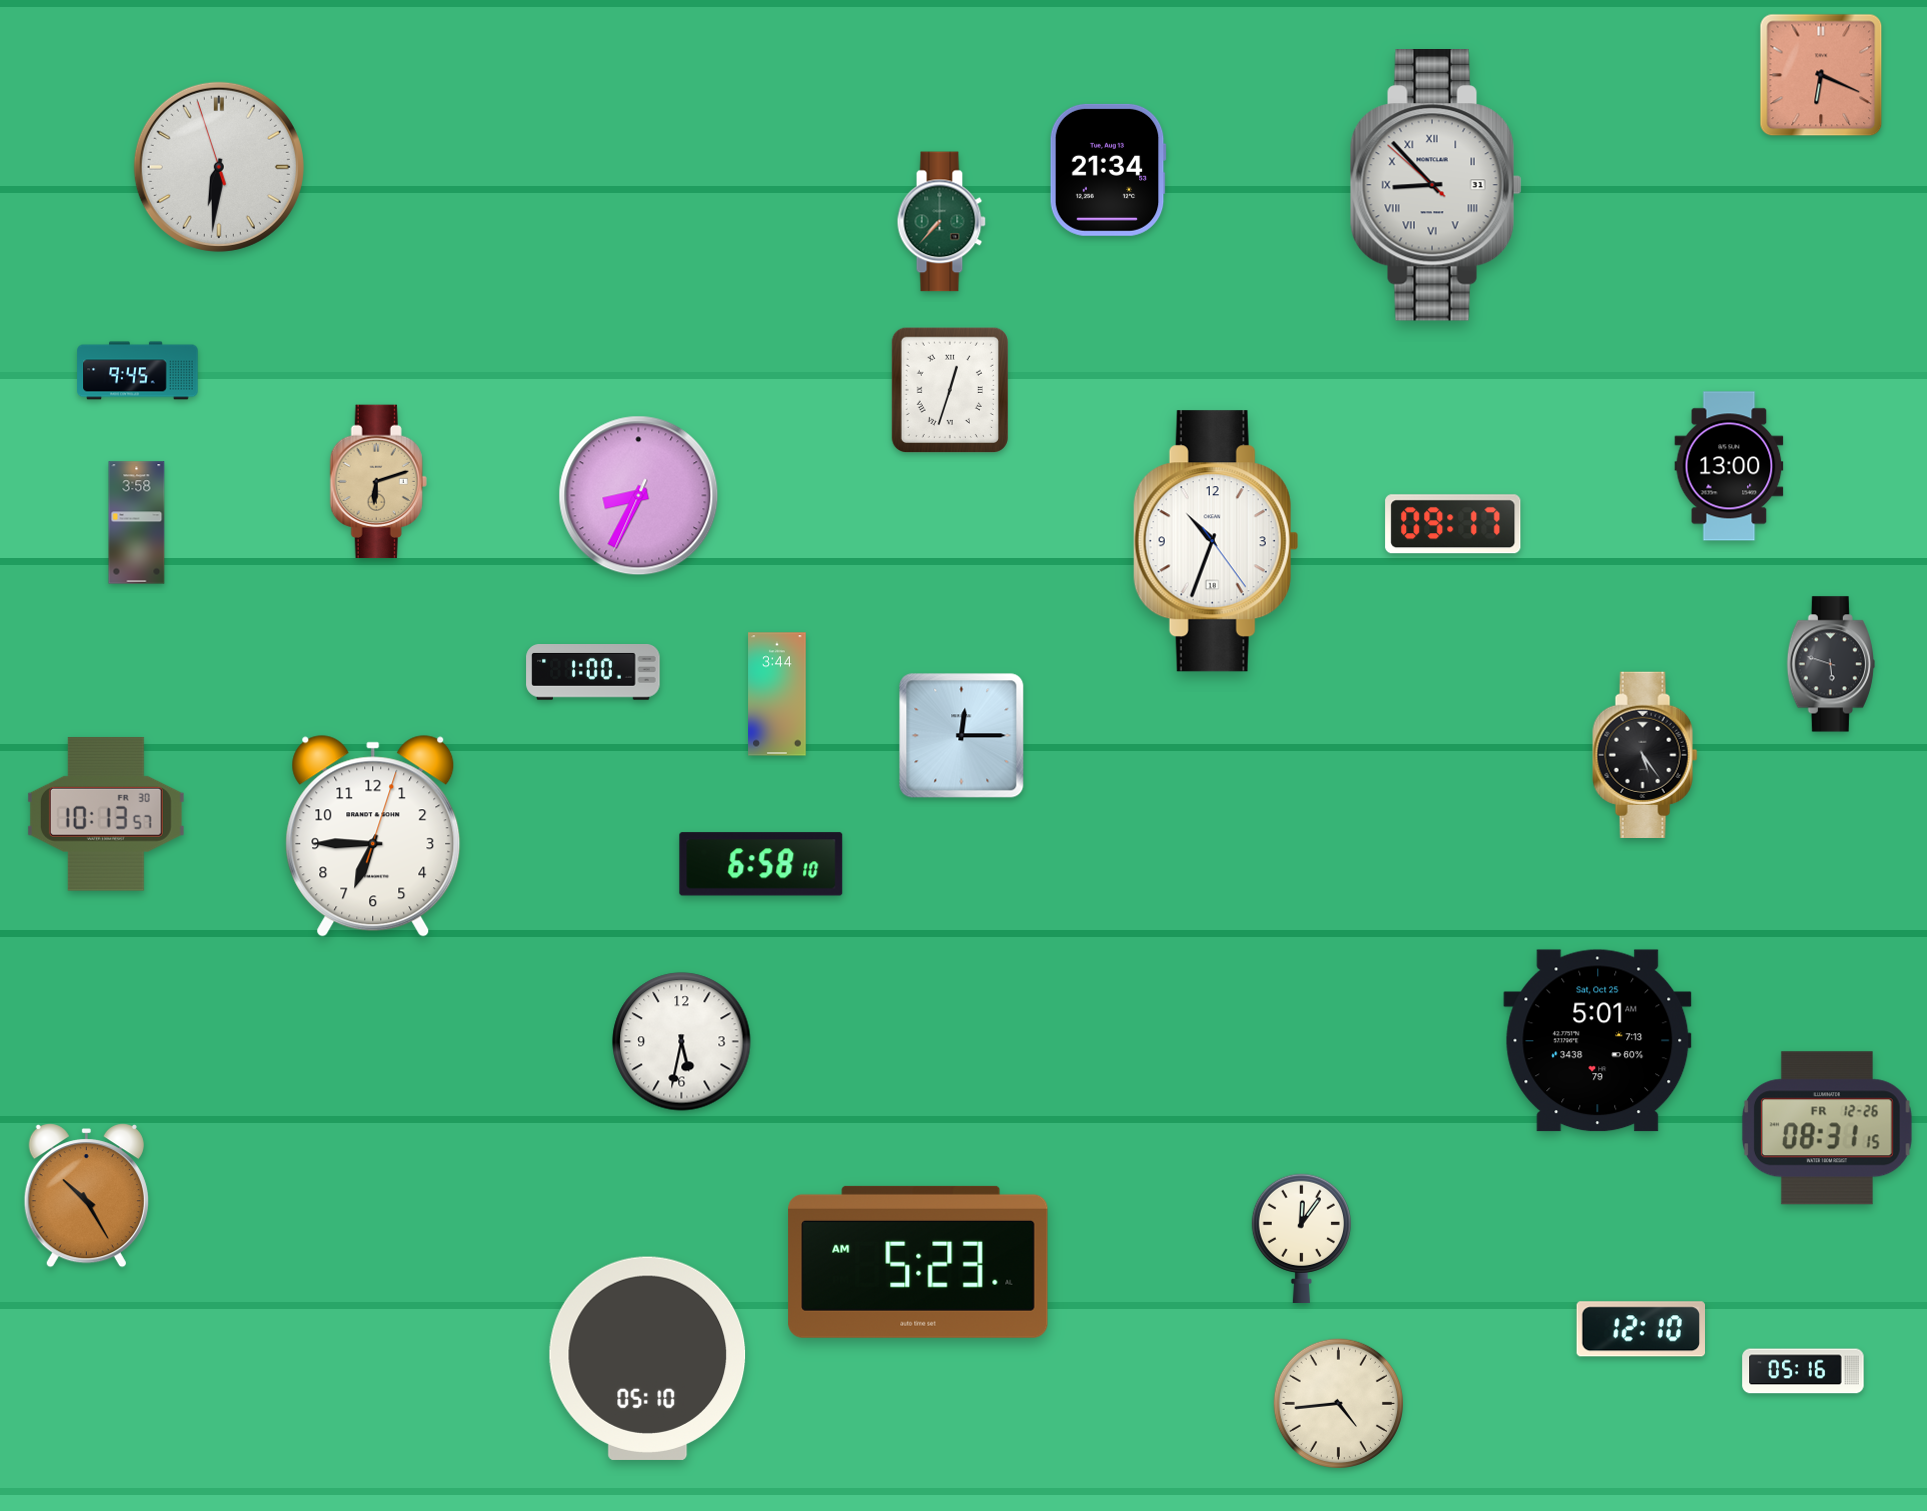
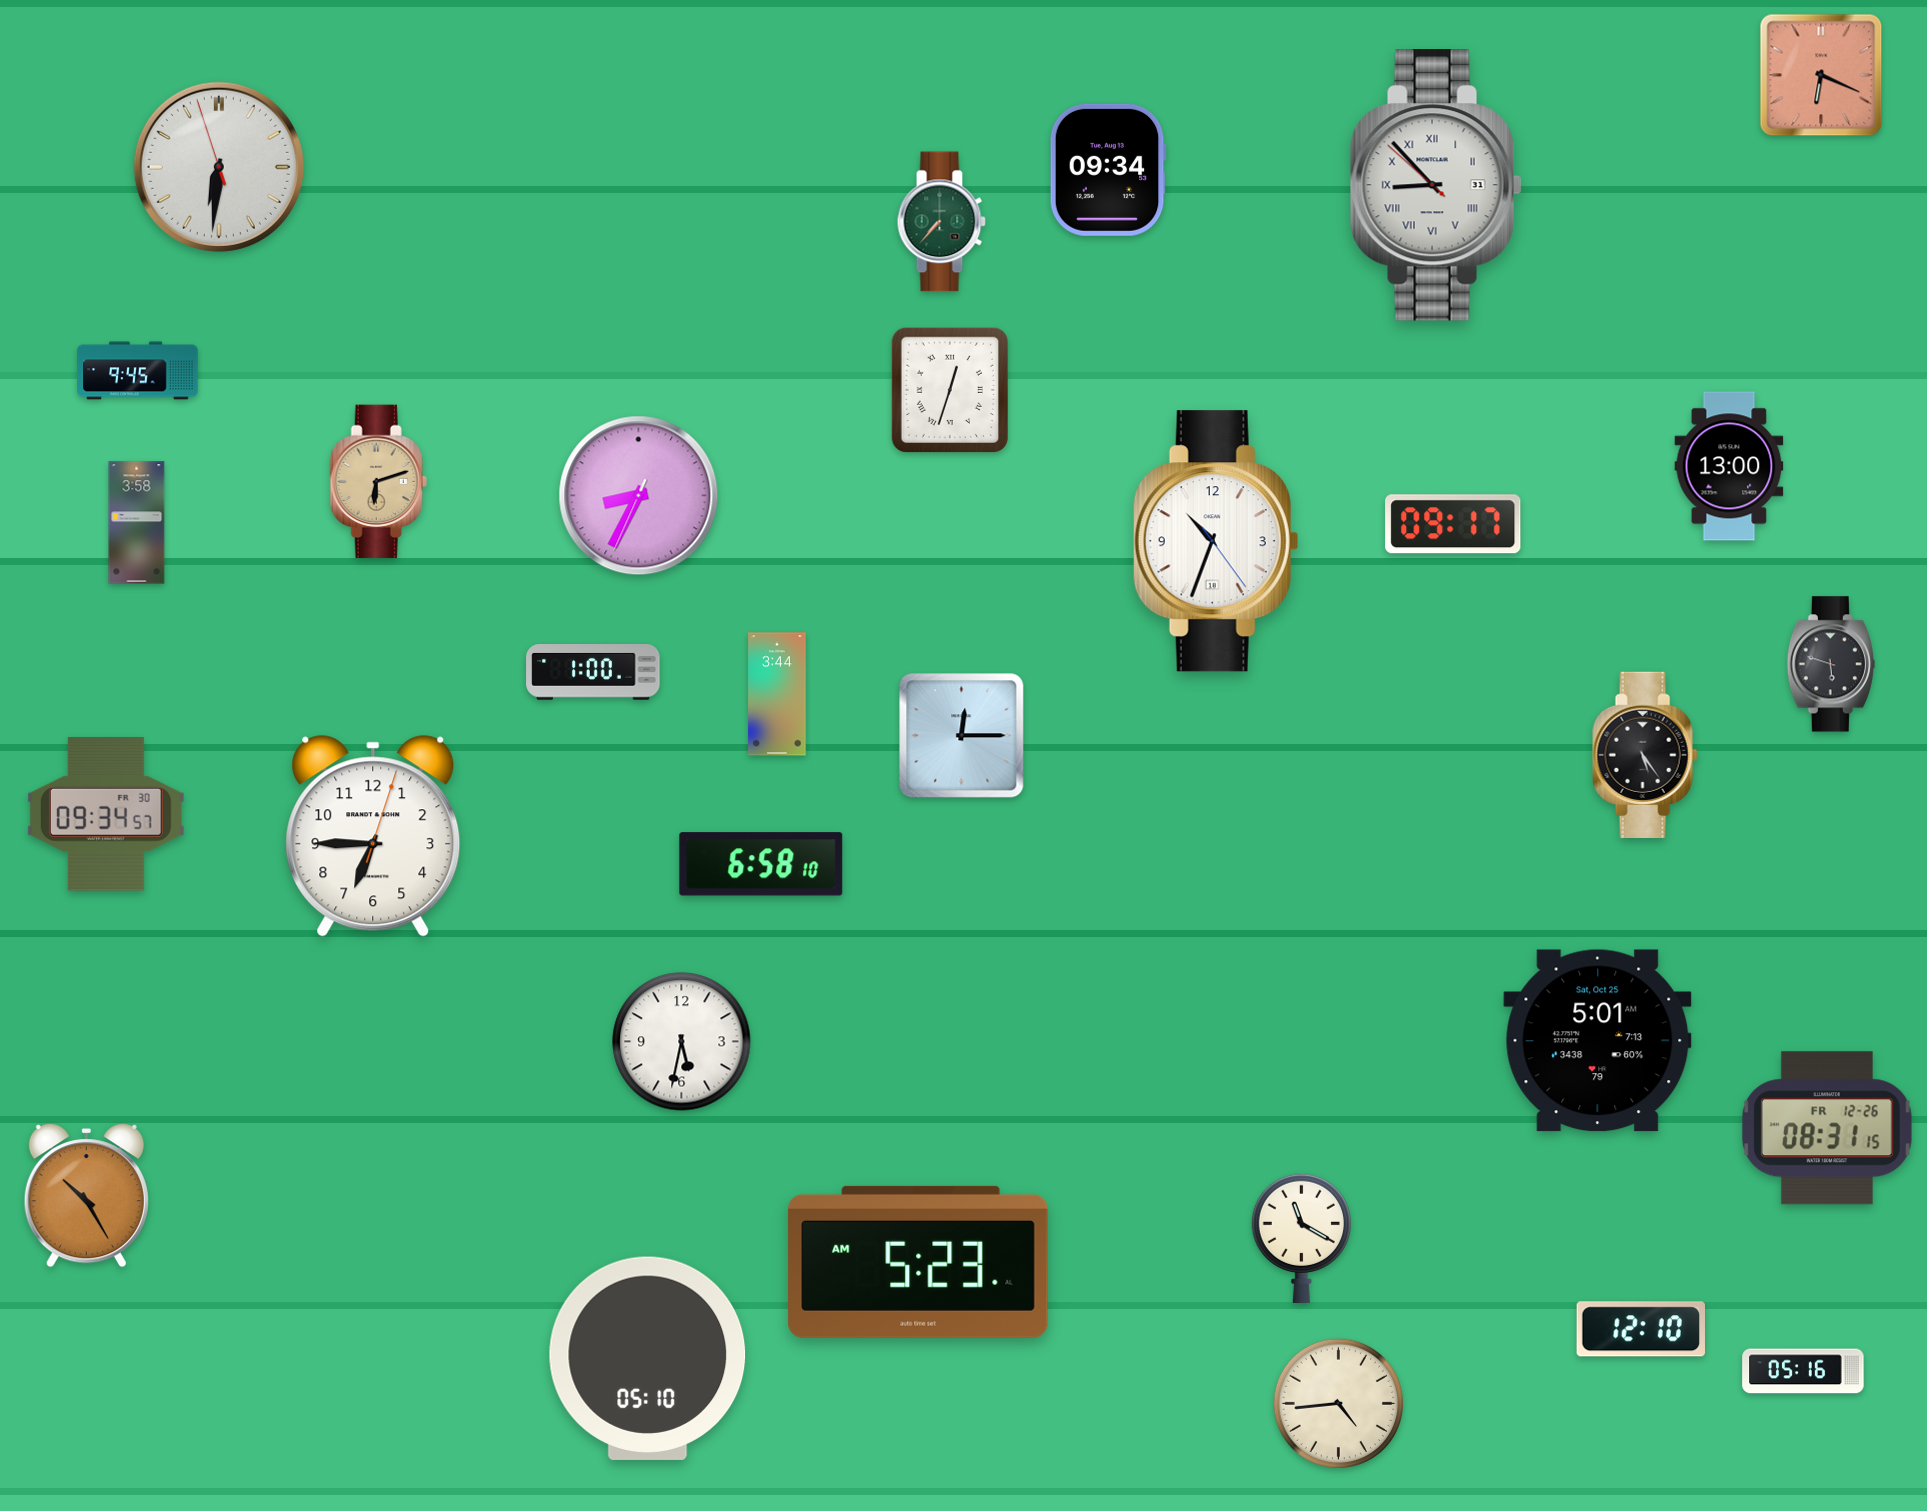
clock at (1108, 170): 21:34 -> 09:34
clock at (106, 814): 10:13 -> 09:34
clock at (1301, 1238): 12:06 -> 11:20
